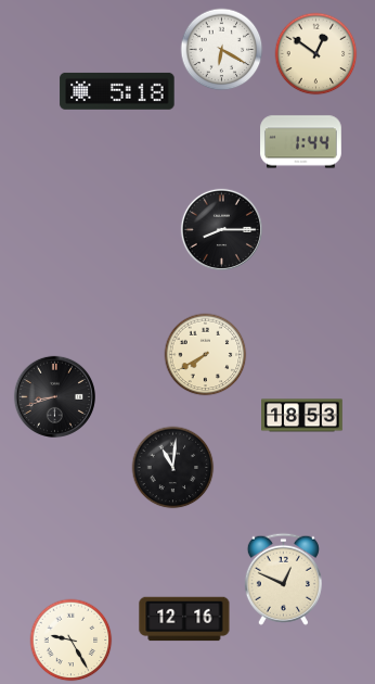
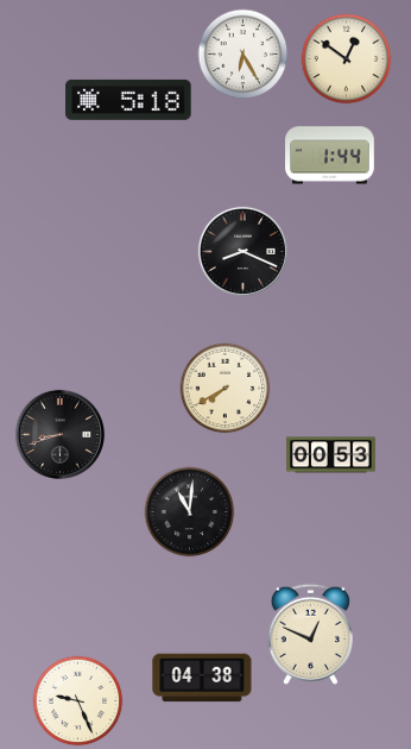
clock at (222, 50): 6:20 -> 6:25
clock at (221, 229): 8:15 -> 8:19
clock at (302, 416): 18:53 -> 00:53
clock at (184, 619): 12:16 -> 04:38
clock at (72, 641): 9:25 -> 9:26
